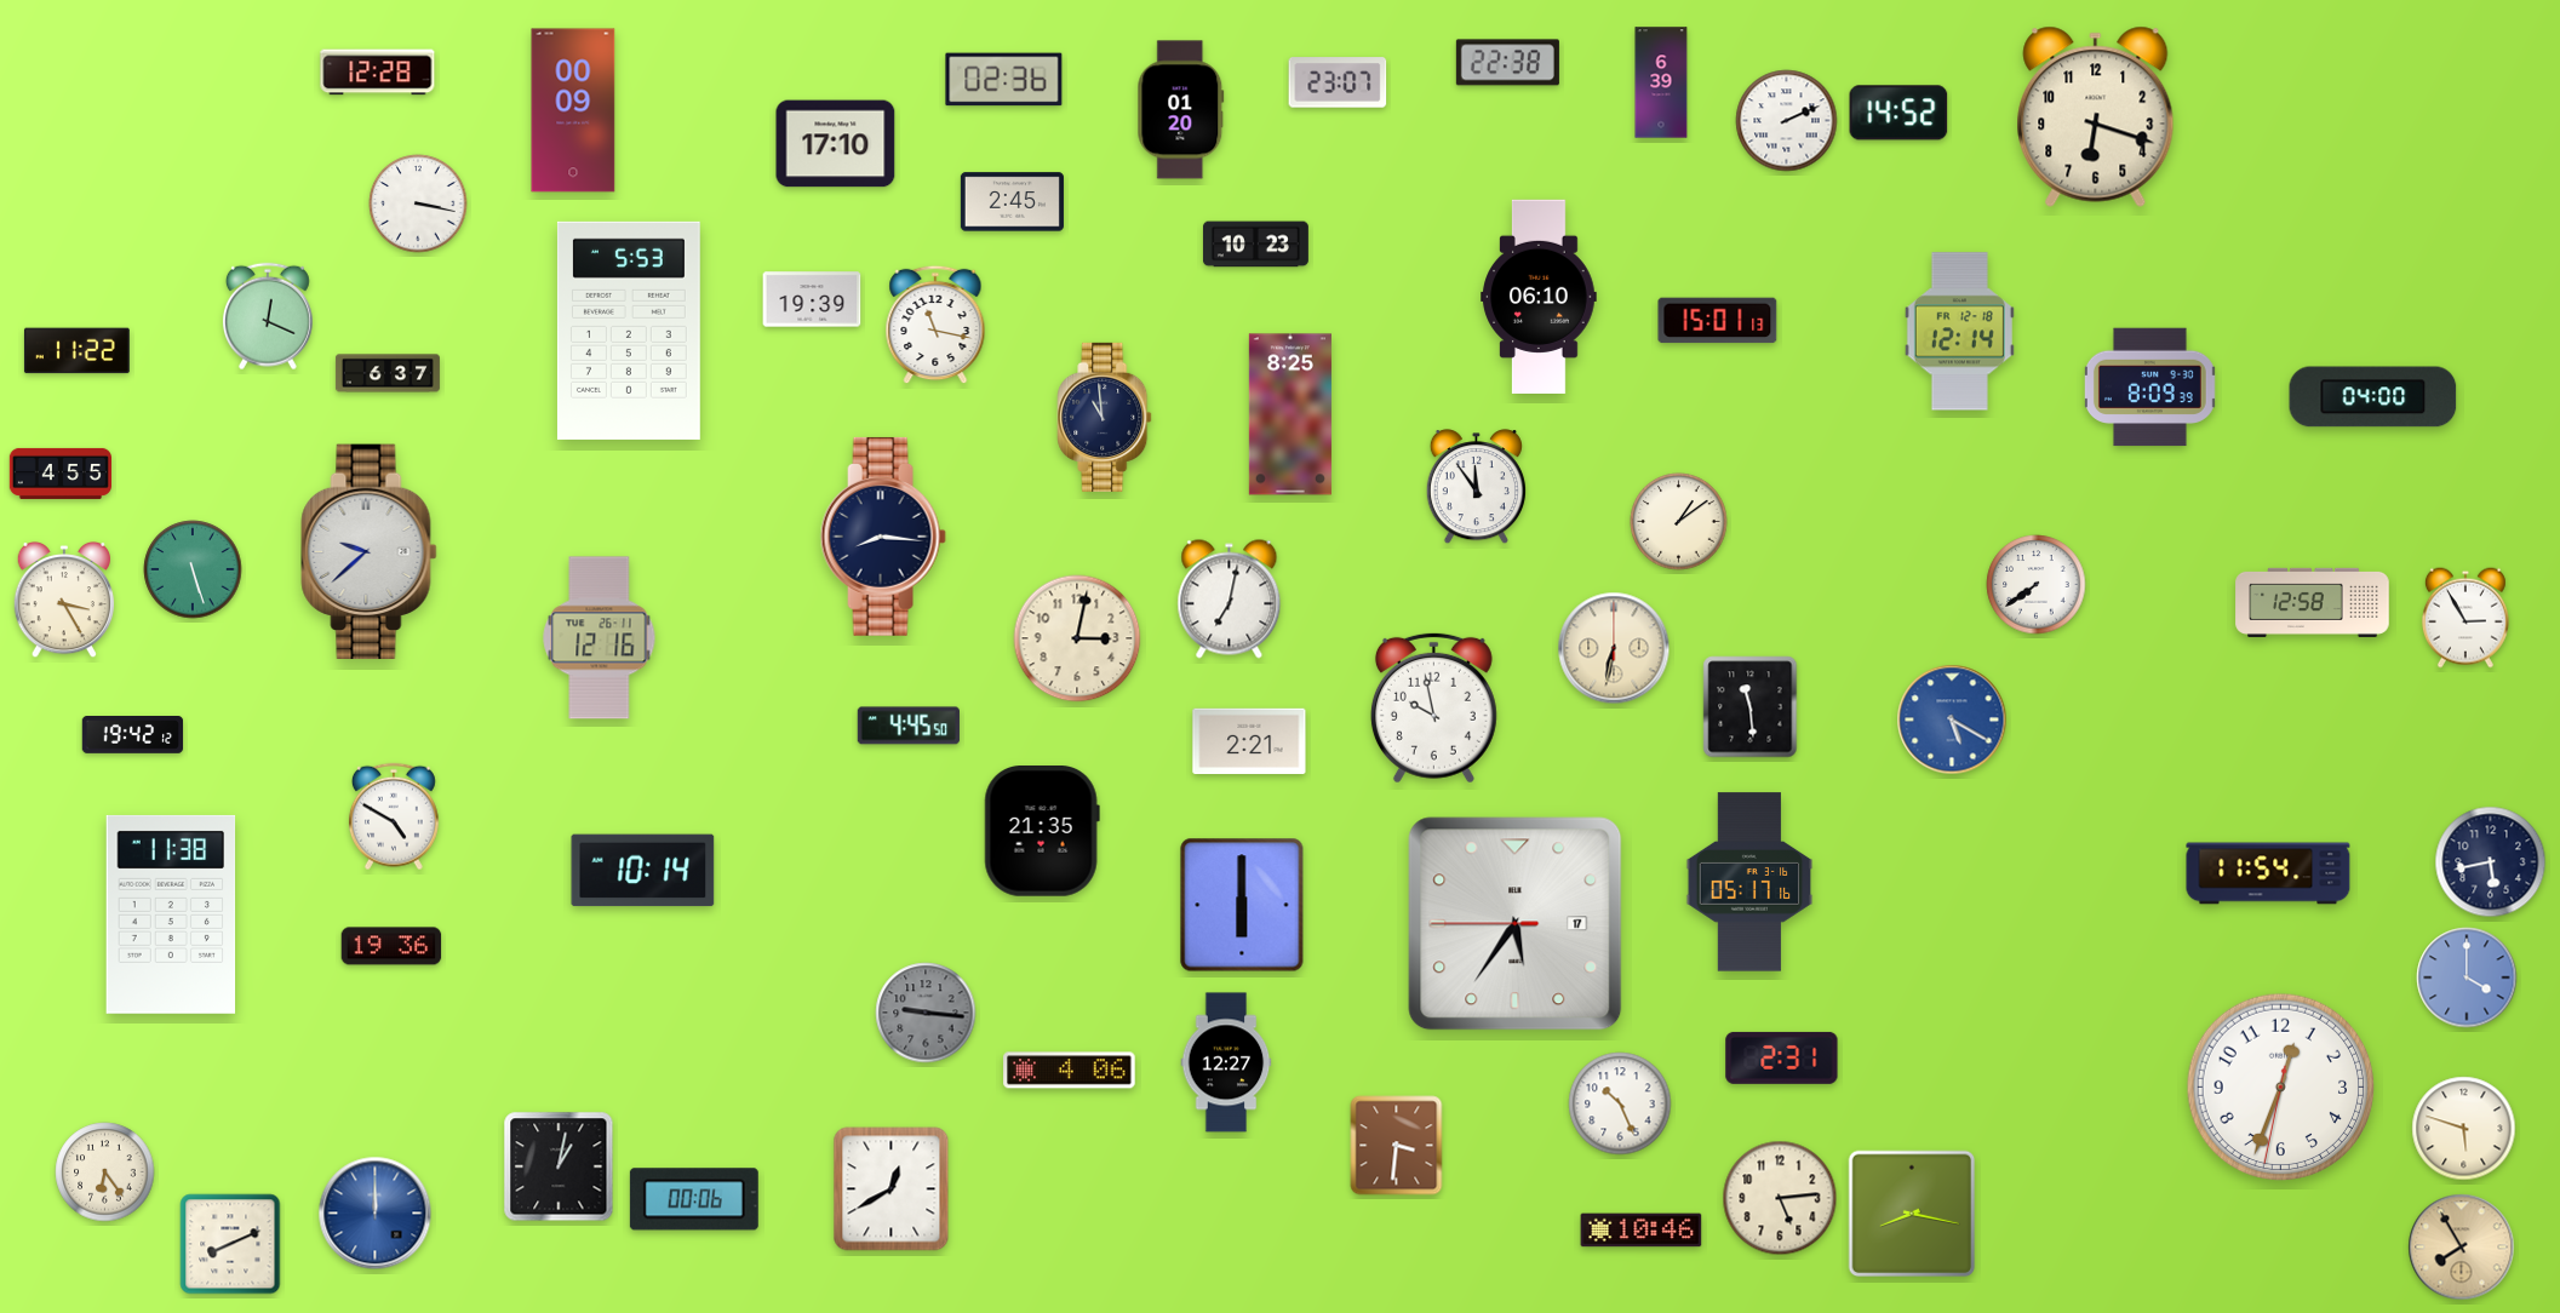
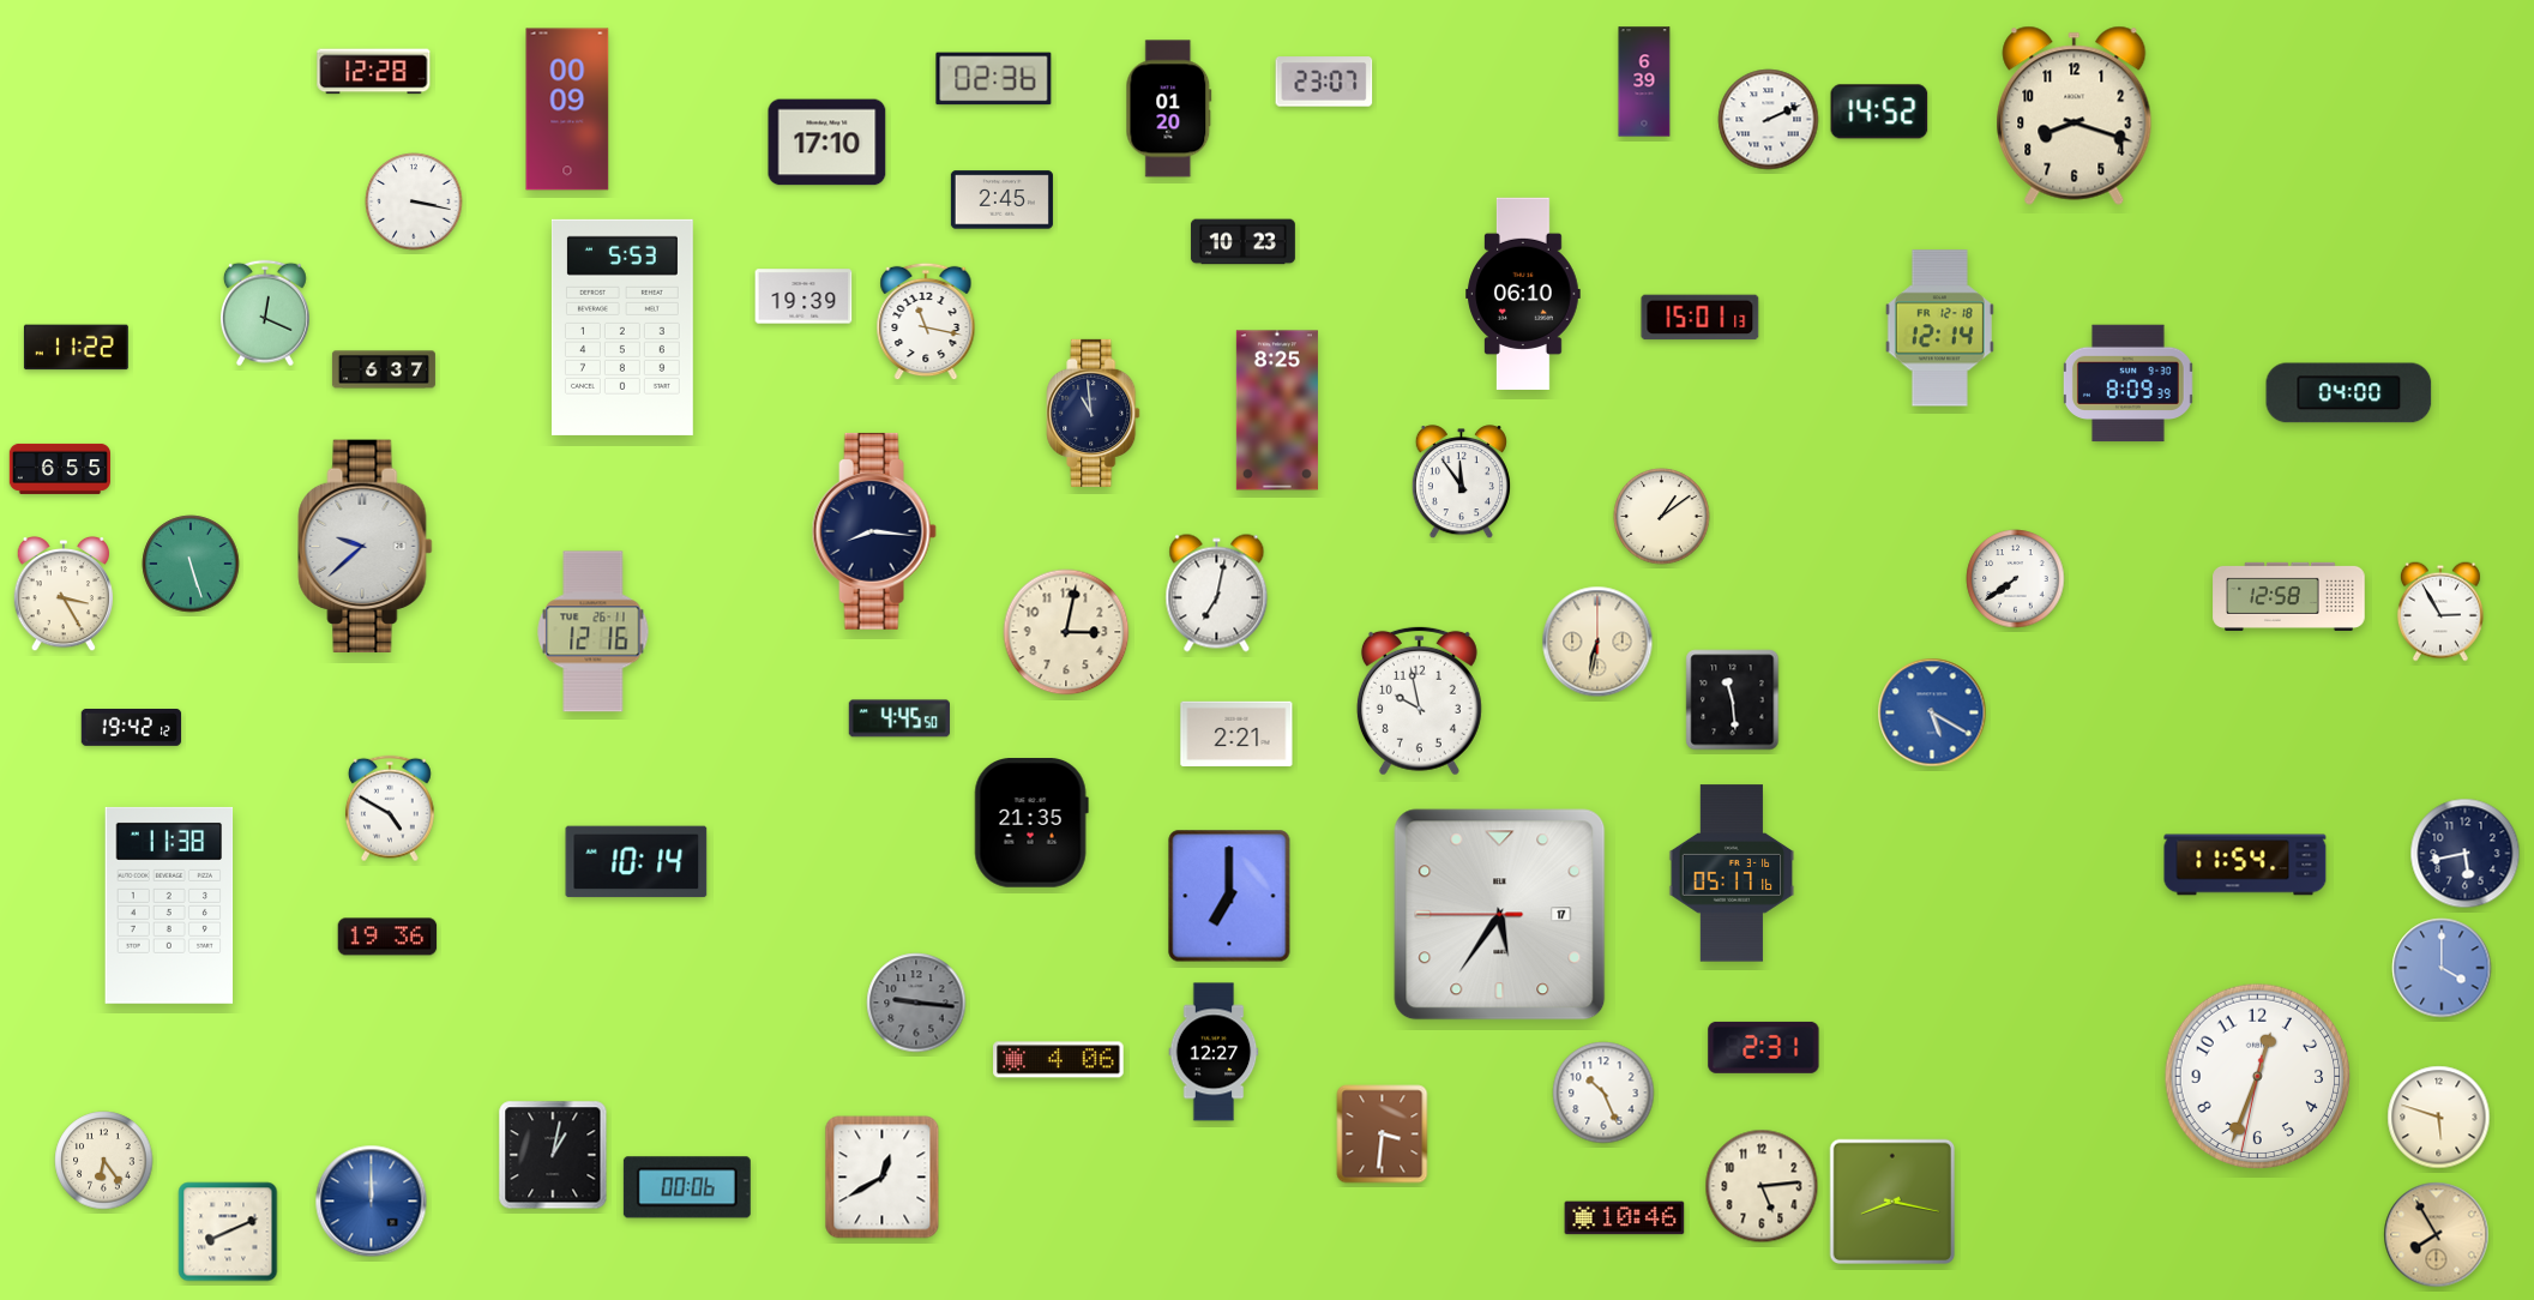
clock at (1507, 63): 22:38 -> none
clock at (2096, 116): 6:18 -> 8:18
clock at (59, 474): 4:55 -> 6:55
clock at (1242, 905): 6:00 -> 7:00
